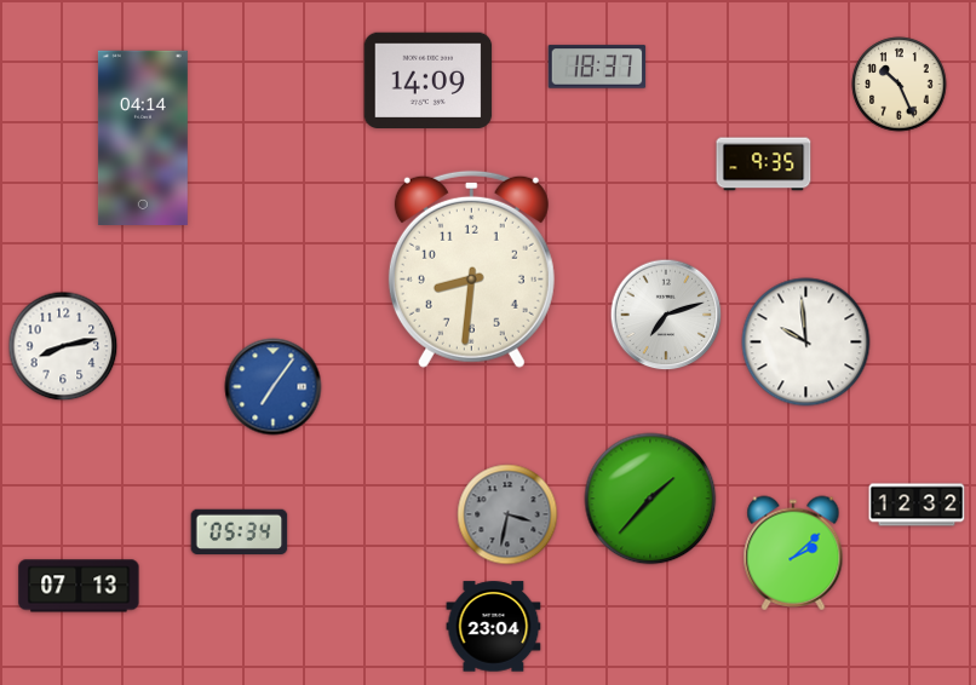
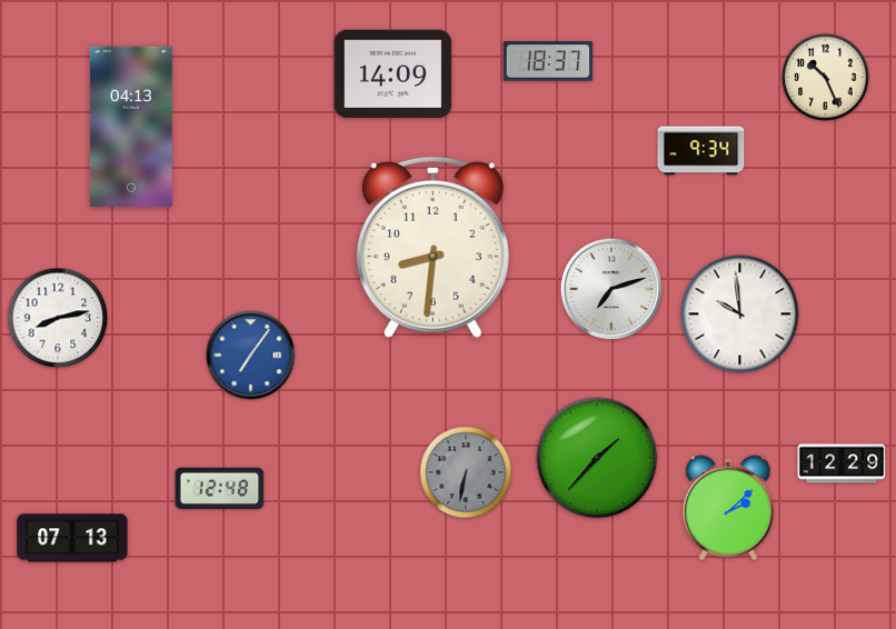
clock at (143, 137): 04:14 -> 04:13
clock at (764, 165): 9:35 -> 9:34
clock at (917, 505): 12:32 -> 12:29
clock at (507, 514): 3:32 -> 6:32
clock at (240, 533): 05:34 -> 12:48
clock at (494, 627): 23:04 -> none
